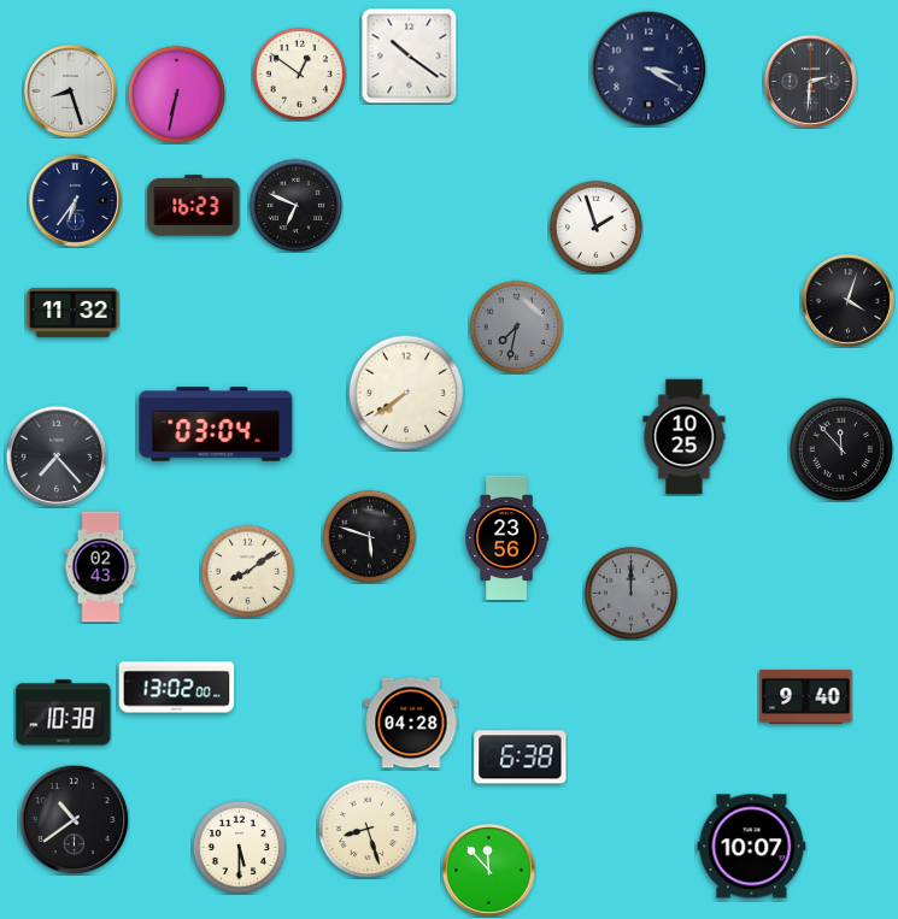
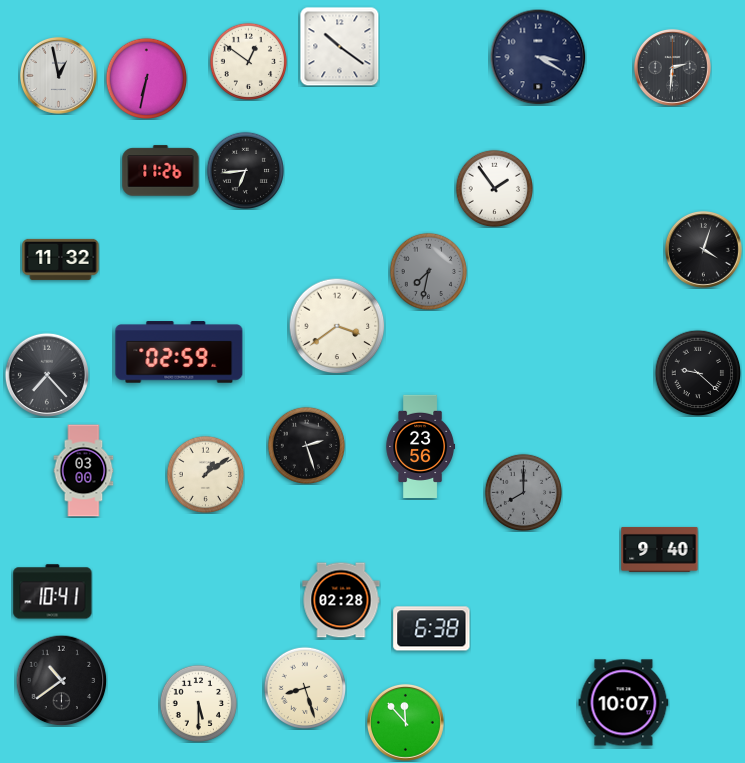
clock at (70, 90): 8:27 -> 12:58
clock at (75, 200): 6:36 -> none
clock at (295, 205): 6:49 -> 6:44
clock at (194, 206): 16:23 -> 11:26
clock at (595, 226): 1:57 -> 1:54
clock at (406, 393): 7:39 -> 3:39
clock at (216, 424): 03:04 -> 02:59
clock at (685, 437): 10:25 -> none
clock at (841, 449): 11:53 -> 9:22
clock at (57, 456) position: (57, 456) -> (47, 375)
clock at (369, 536): 5:48 -> 2:27
clock at (101, 567): 02:43 -> 03:00
clock at (247, 571): 8:09 -> 1:09
clock at (630, 593): 12:00 -> 8:00
clock at (177, 688): 13:02 -> none
clock at (806, 696) position: (806, 696) -> (660, 549)
clock at (64, 713): 10:38 -> 10:41
clock at (411, 723): 04:28 -> 02:28
